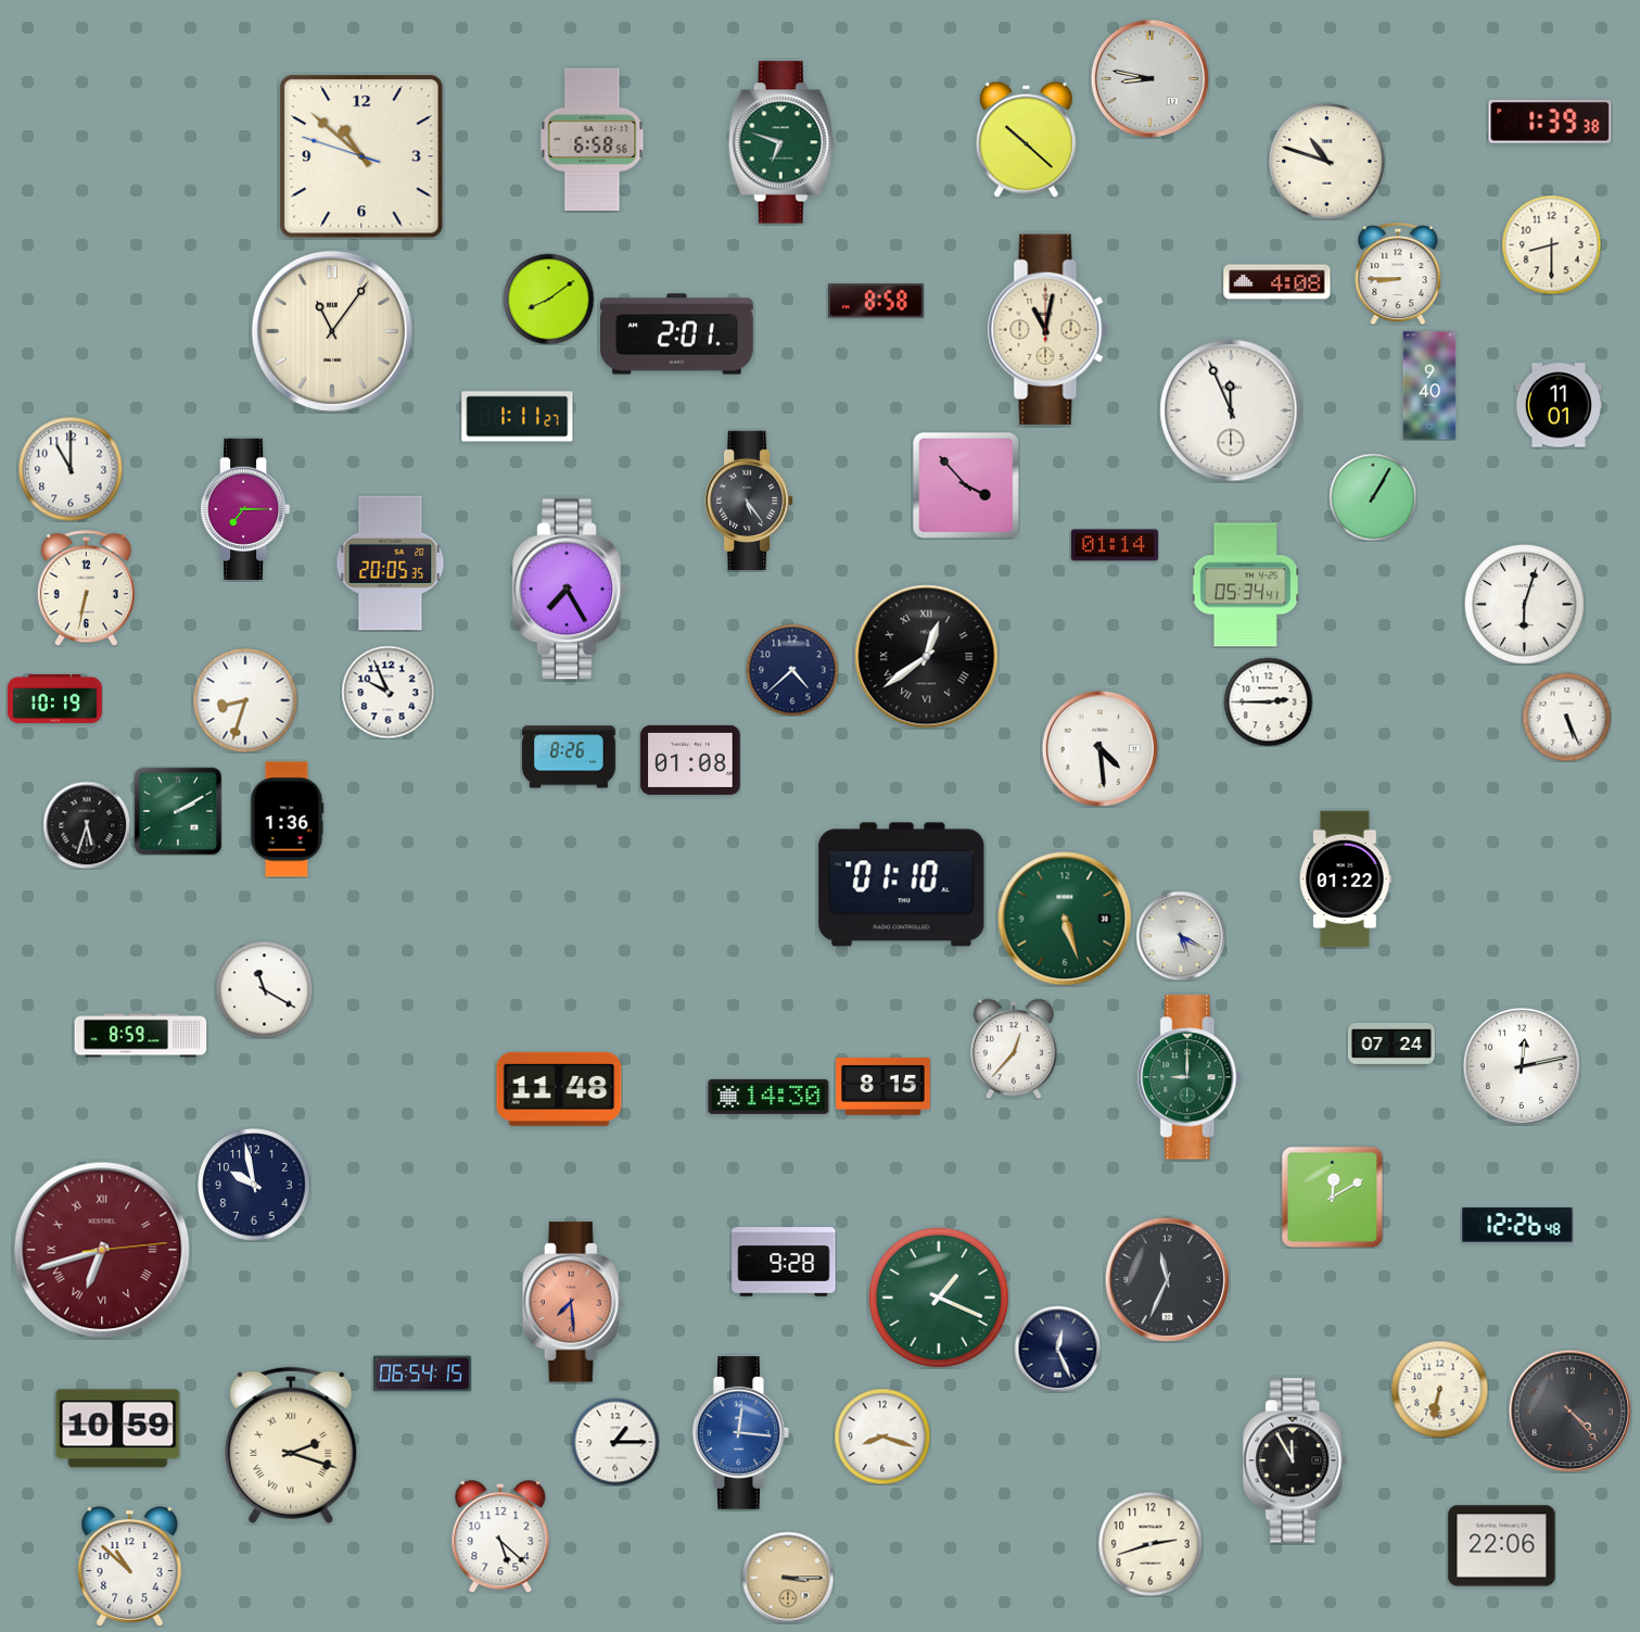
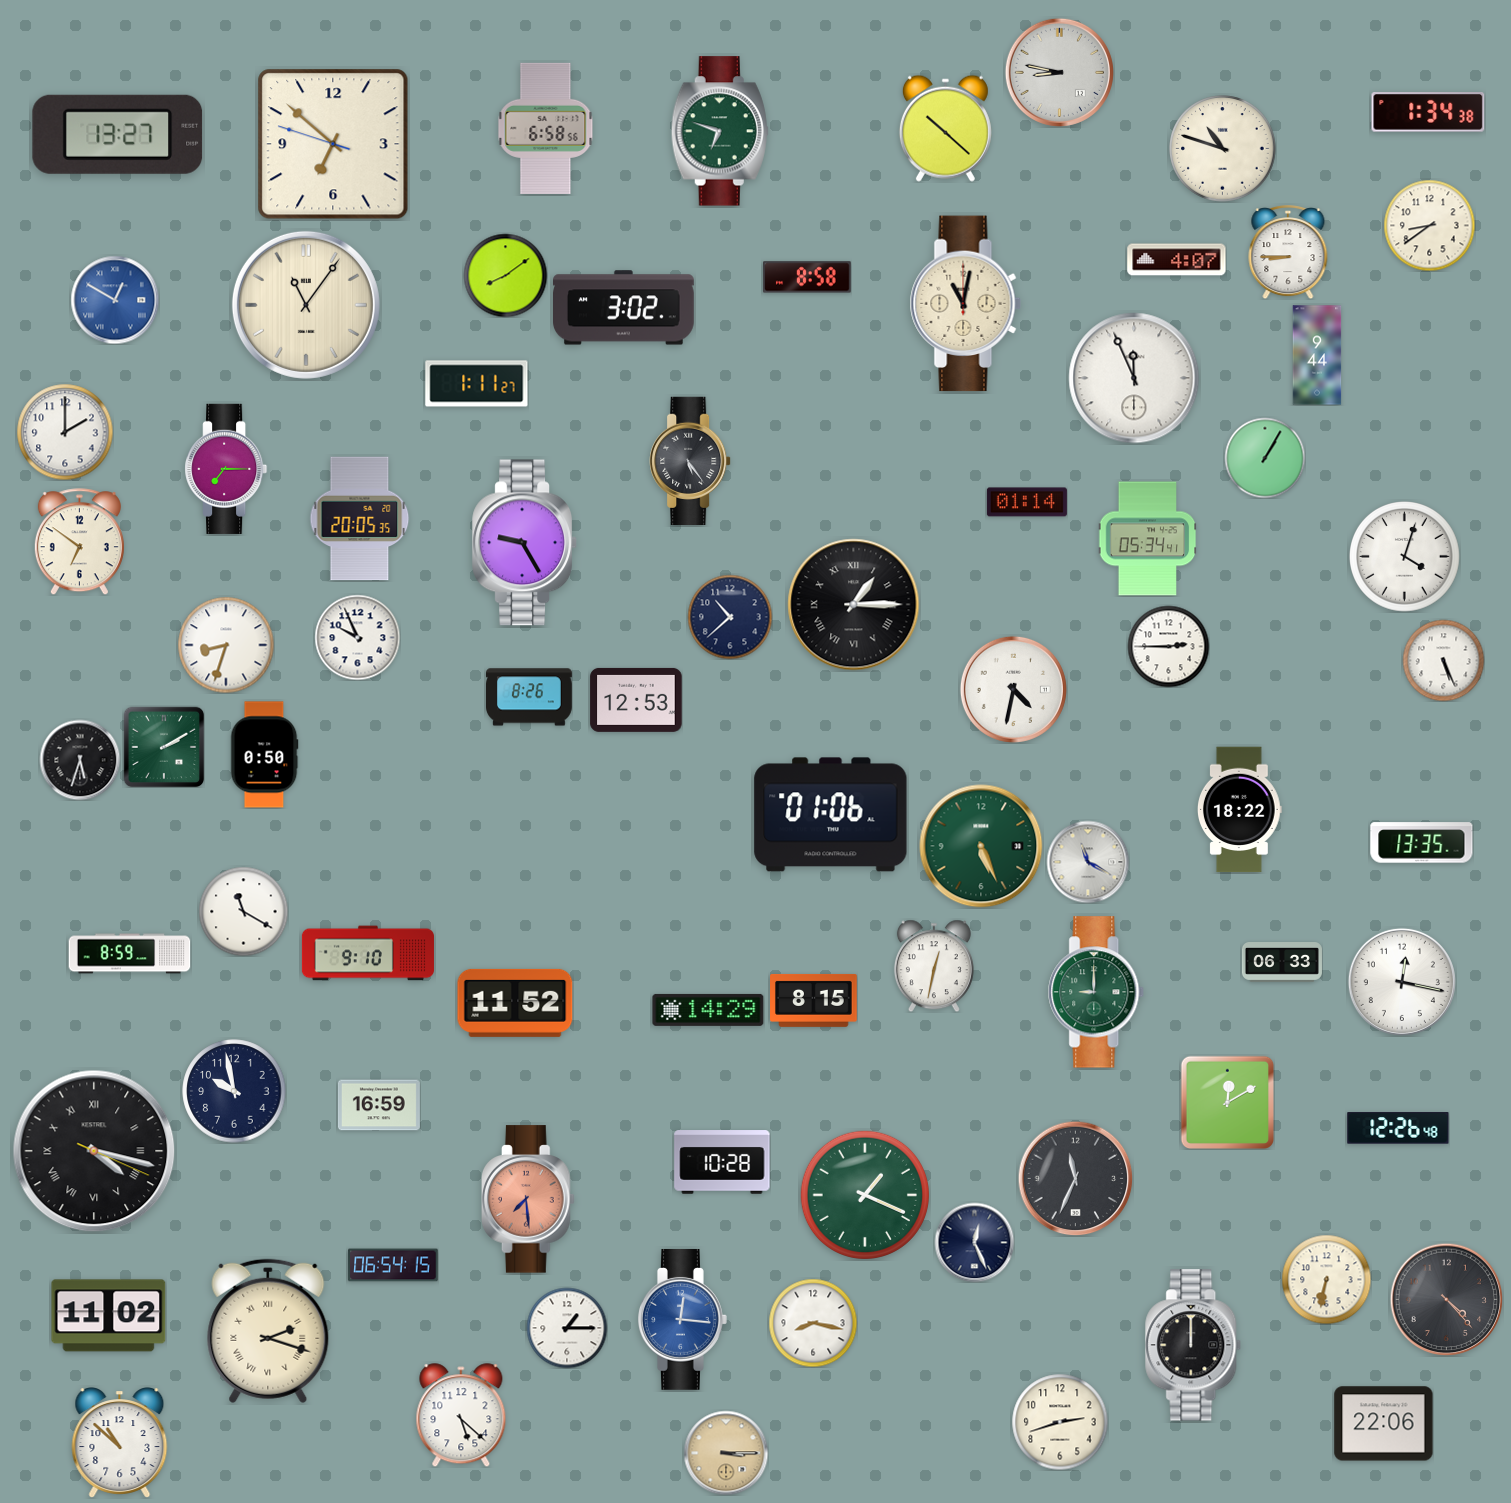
clock at (1550, 122): 1:39 -> 1:34
clock at (118, 134): none -> 13:27
clock at (361, 156): 10:51 -> 6:51
clock at (1551, 244): 8:30 -> 8:39
clock at (1277, 282): 4:08 -> 4:07
clock at (115, 300): none -> 12:50
clock at (677, 334): 2:01 -> 3:02
clock at (1429, 385): 9:40 -> 9:44
clock at (1559, 405): 11:01 -> none
clock at (71, 469): 11:00 -> 2:00
clock at (966, 485): 3:53 -> none
clock at (86, 589): 6:32 -> 6:51
clock at (569, 590): 7:25 -> 9:25
clock at (1525, 605): 6:03 -> 4:03
clock at (927, 657): 12:39 -> 1:15
clock at (792, 670): 4:38 -> 10:38
clock at (55, 698): 10:19 -> none
clock at (1099, 748): 4:29 -> 4:32
clock at (570, 757) position: (570, 757) -> (530, 697)
clock at (690, 760): 01:08 -> 12:53
clock at (287, 820): 1:36 -> 0:50
clock at (1345, 880): 01:22 -> 18:22
clock at (902, 885): 01:10 -> 01:06
clock at (1422, 843): none -> 13:35
clock at (1065, 919): 5:27 -> 5:26
clock at (1181, 936): 5:20 -> 11:20
clock at (368, 953): none -> 9:10
clock at (1391, 1046): 07:24 -> 06:33
clock at (1014, 1049): 12:37 -> 12:32
clock at (1522, 1066): 12:13 -> 12:17
clock at (559, 1089): 11:48 -> 11:52
clock at (768, 1097): 14:30 -> 14:29
clock at (379, 1105): none -> 16:59
clock at (102, 1250): 6:42 -> 4:17
clock at (102, 1250) dial: burgundy -> black
clock at (784, 1262): 9:28 -> 10:28
clock at (422, 1374) position: (422, 1374) -> (393, 1265)
clock at (118, 1429): 10:59 -> 11:02
clock at (882, 1437): 8:18 -> 8:17
clock at (1296, 1460): 11:55 -> 12:00
